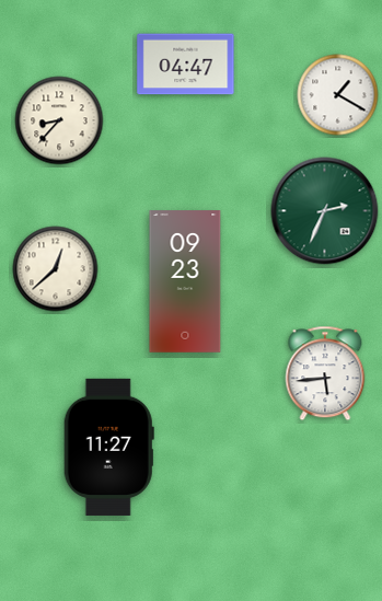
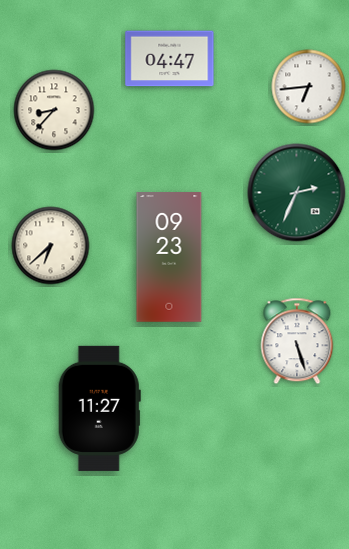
clock at (338, 95): 1:20 -> 6:44
clock at (56, 269): 12:38 -> 6:38
clock at (325, 373): 5:44 -> 5:27
